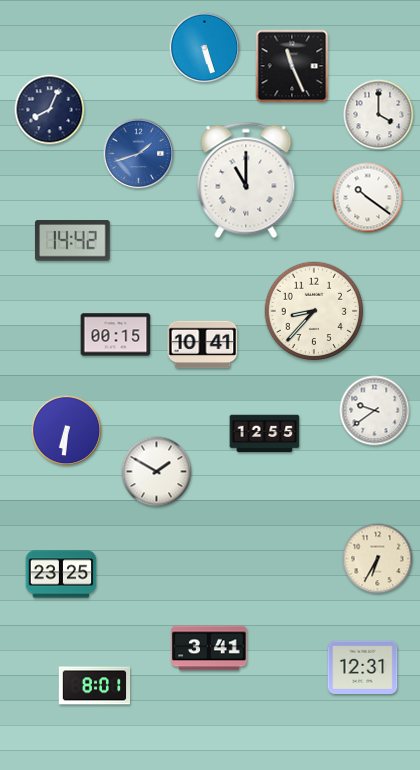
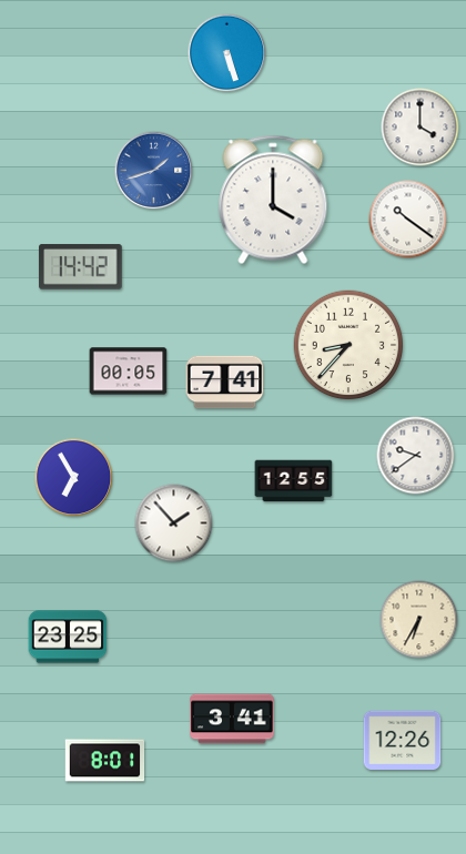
clock at (292, 66): 11:26 -> none
clock at (50, 110): 8:04 -> none
clock at (246, 180): 11:00 -> 4:00
clock at (116, 335): 00:15 -> 00:05
clock at (203, 345): 10:41 -> 7:41
clock at (67, 431): 6:31 -> 6:55
clock at (157, 472): 1:50 -> 1:53
clock at (363, 668): 12:31 -> 12:26
